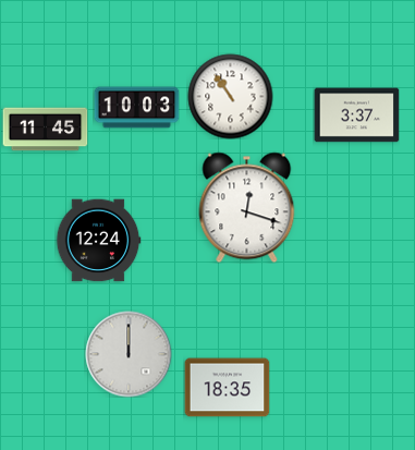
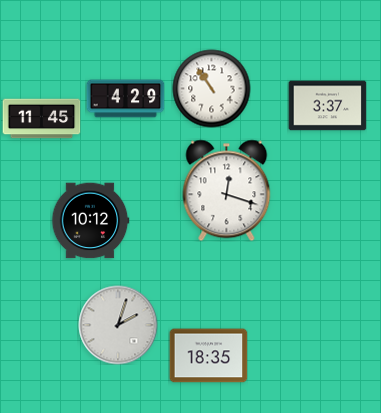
clock at (136, 108): 10:03 -> 4:29
clock at (98, 241): 12:24 -> 10:12
clock at (129, 354): 12:00 -> 2:03
